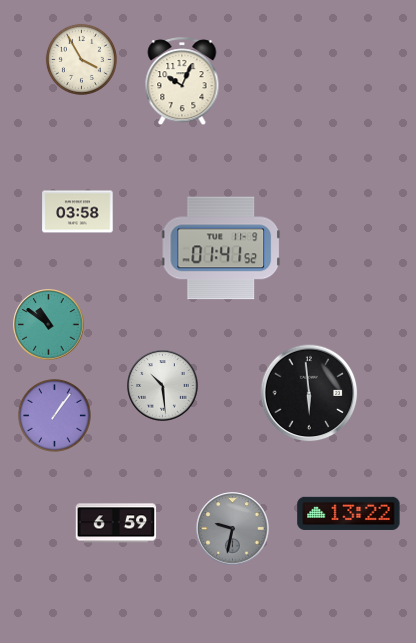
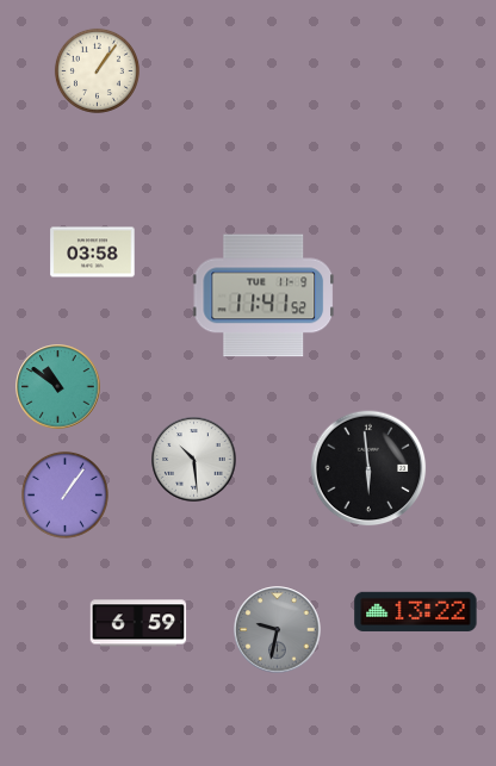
clock at (81, 59): 3:55 -> 1:06
clock at (182, 82): 10:04 -> none
clock at (221, 248): 01:41 -> 11:41
